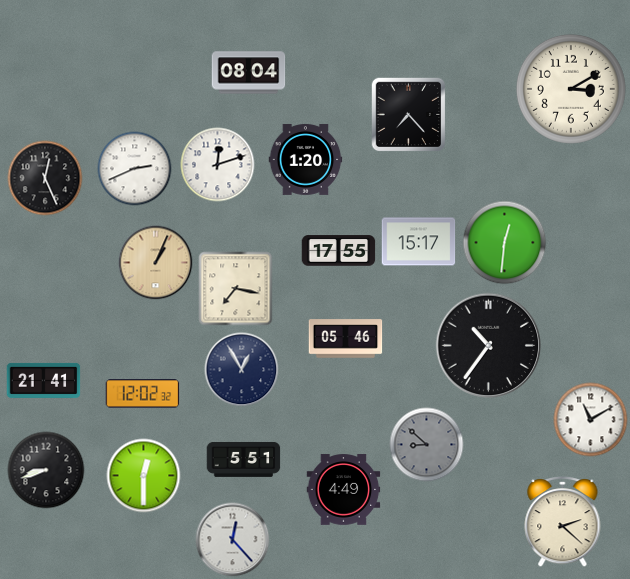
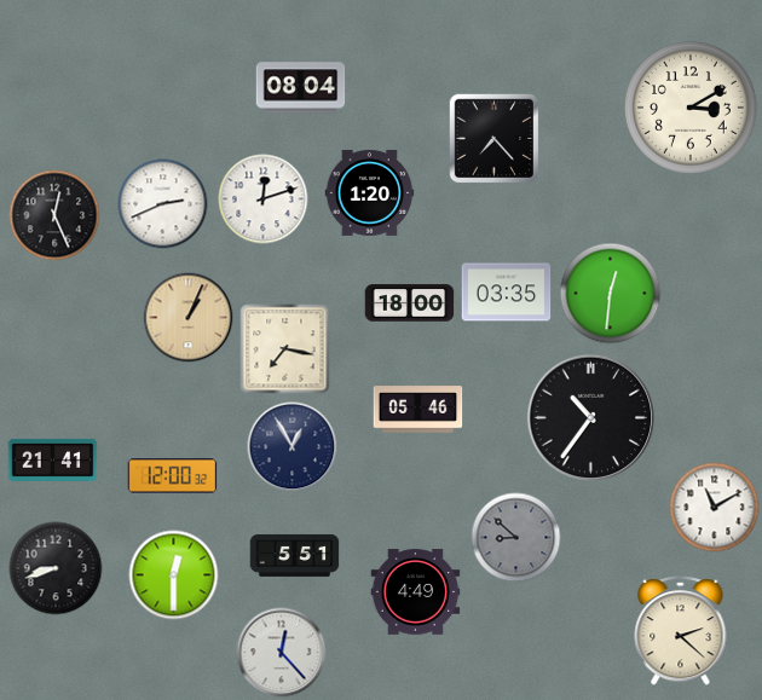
clock at (419, 242): 15:17 -> 03:35
clock at (339, 251): 17:55 -> 18:00
clock at (143, 394): 12:02 -> 12:00
